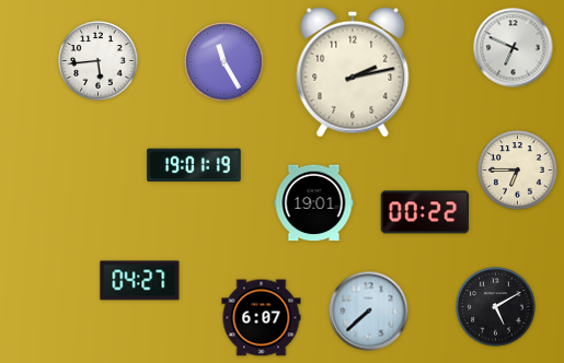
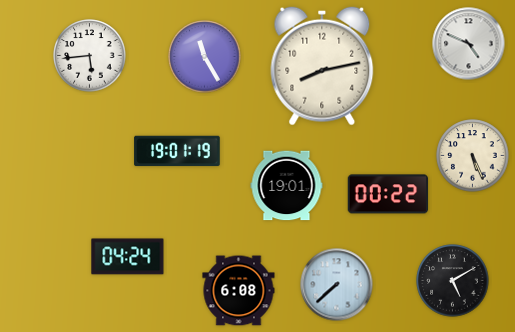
clock at (514, 48): 6:49 -> 4:49
clock at (353, 72): 2:13 -> 8:13
clock at (518, 171): 6:45 -> 5:26
clock at (140, 281): 04:27 -> 04:24
clock at (262, 318): 6:07 -> 6:08
